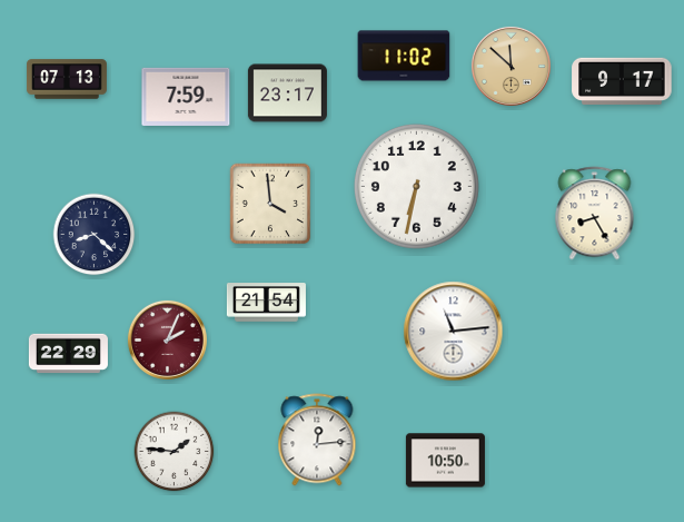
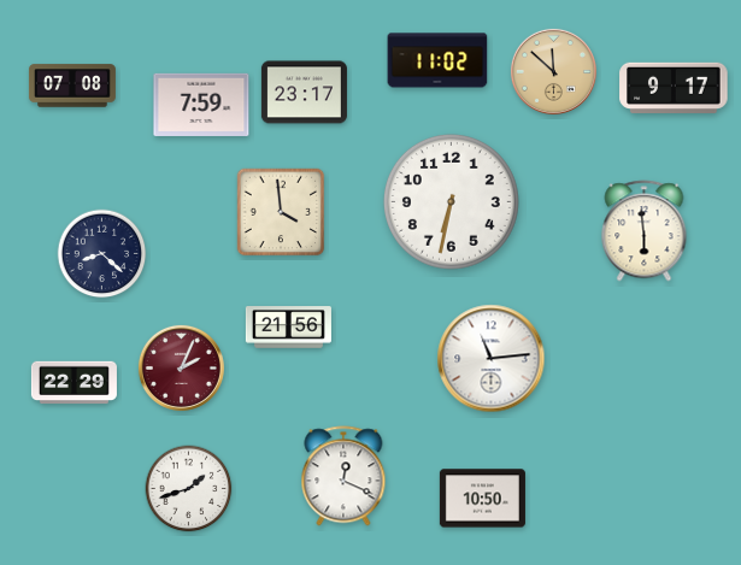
clock at (67, 79): 07:13 -> 07:08
clock at (287, 93) position: (287, 93) -> (304, 93)
clock at (270, 204) position: (270, 204) -> (281, 212)
clock at (595, 214): 8:25 -> 5:59
clock at (266, 303): 21:54 -> 21:56
clock at (317, 440): 12:14 -> 12:19
clock at (175, 452): 1:46 -> 1:42
